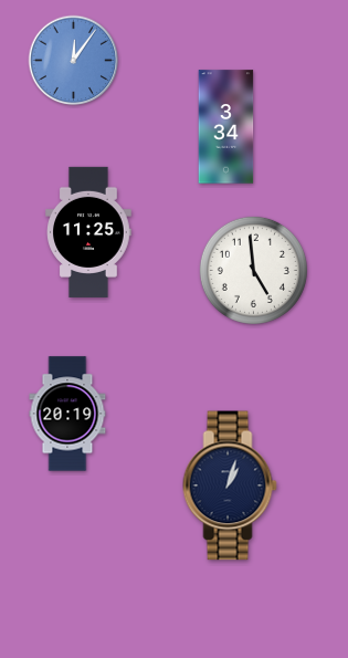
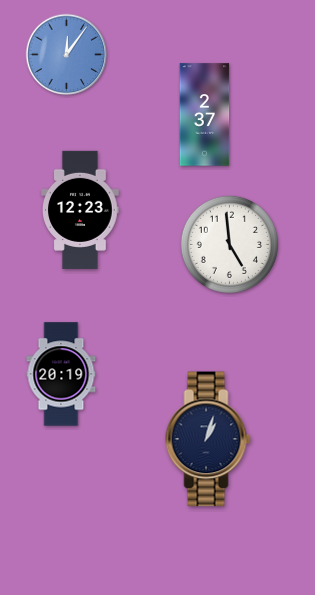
clock at (226, 127): 3:34 -> 2:37
clock at (89, 232): 11:25 -> 12:23
